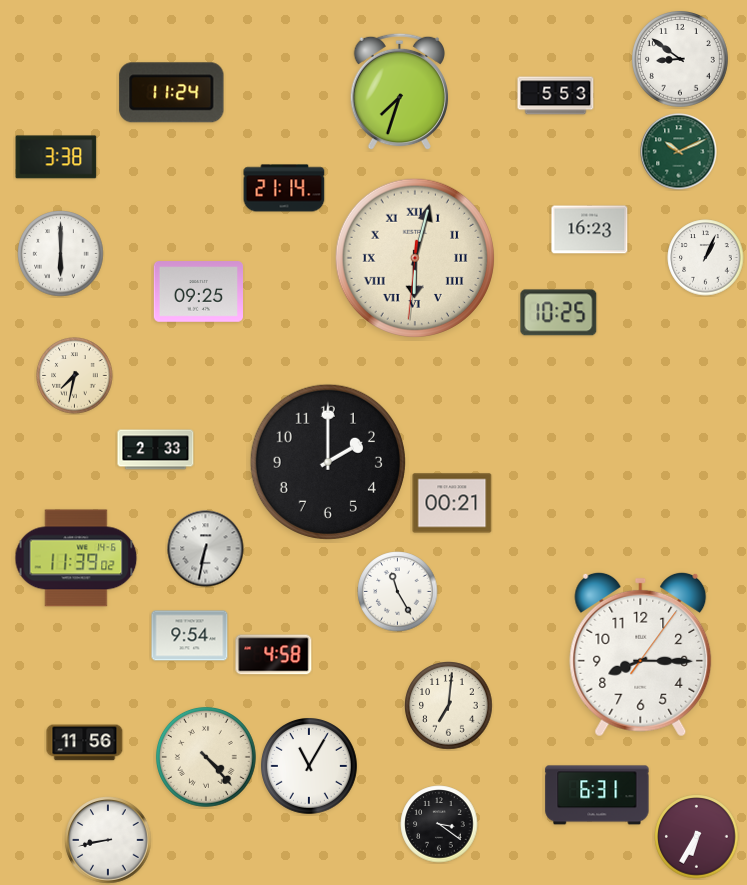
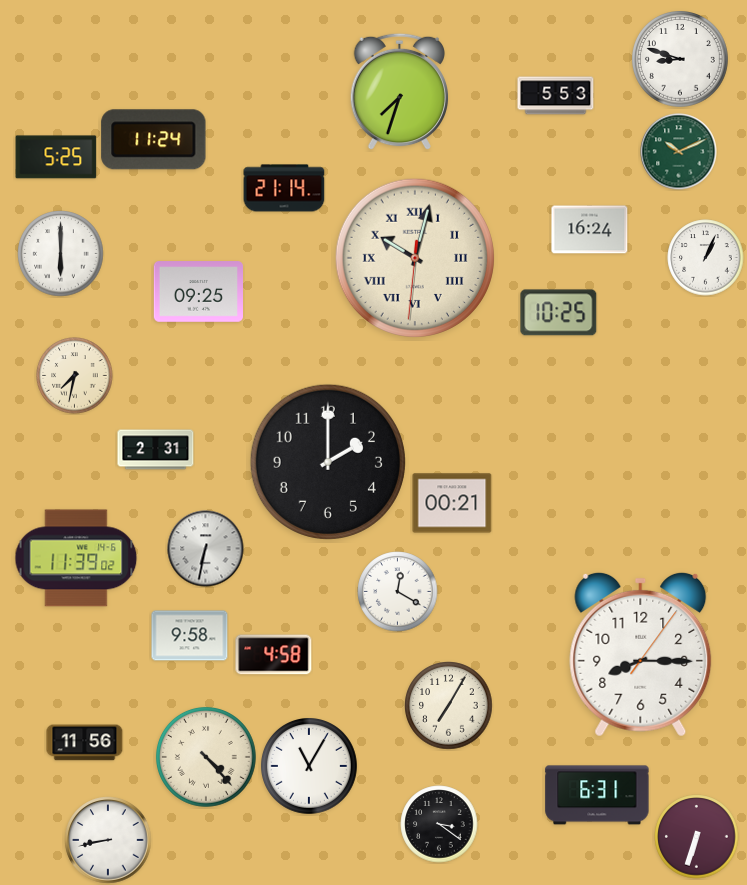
clock at (681, 60): 8:51 -> 8:48
clock at (172, 93) position: (172, 93) -> (154, 140)
clock at (56, 157): 3:38 -> 5:25
clock at (590, 230): 16:23 -> 16:24
clock at (415, 258): 6:02 -> 10:02
clock at (156, 450): 2:33 -> 2:31
clock at (398, 592): 11:25 -> 12:20
clock at (190, 636): 9:54 -> 9:58
clock at (449, 706): 7:01 -> 7:05
clock at (697, 837): 6:35 -> 6:33
